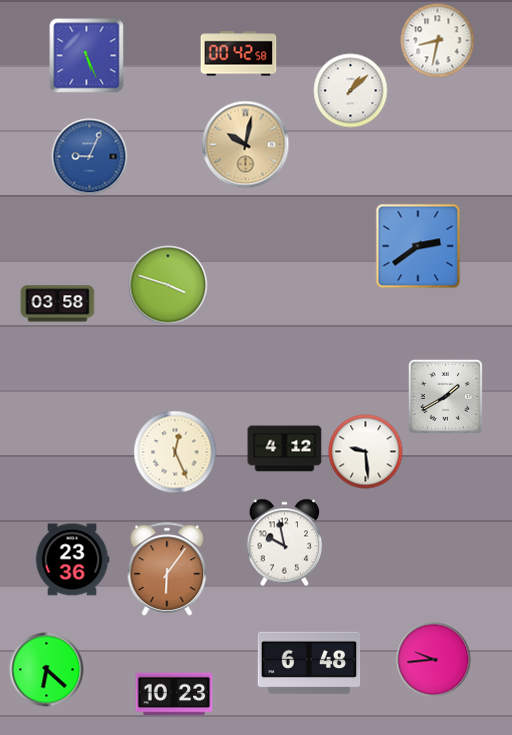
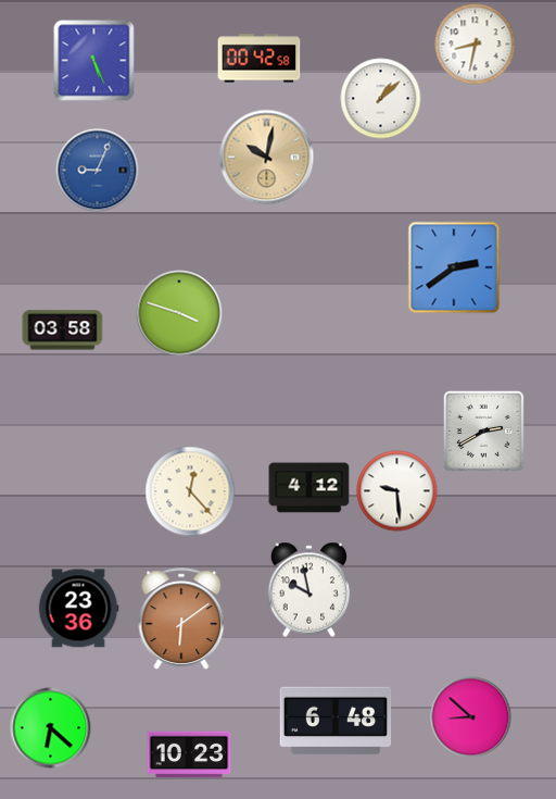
clock at (168, 285) position: (168, 285) -> (179, 313)
clock at (445, 396): 1:40 -> 2:40
clock at (175, 452): 12:26 -> 12:23
clock at (167, 569): 6:06 -> 6:09
clock at (434, 660): 9:44 -> 8:52
